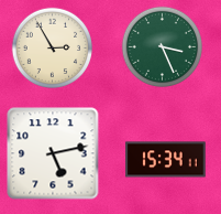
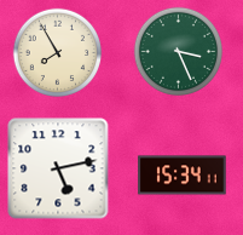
clock at (52, 47): 2:55 -> 7:55
